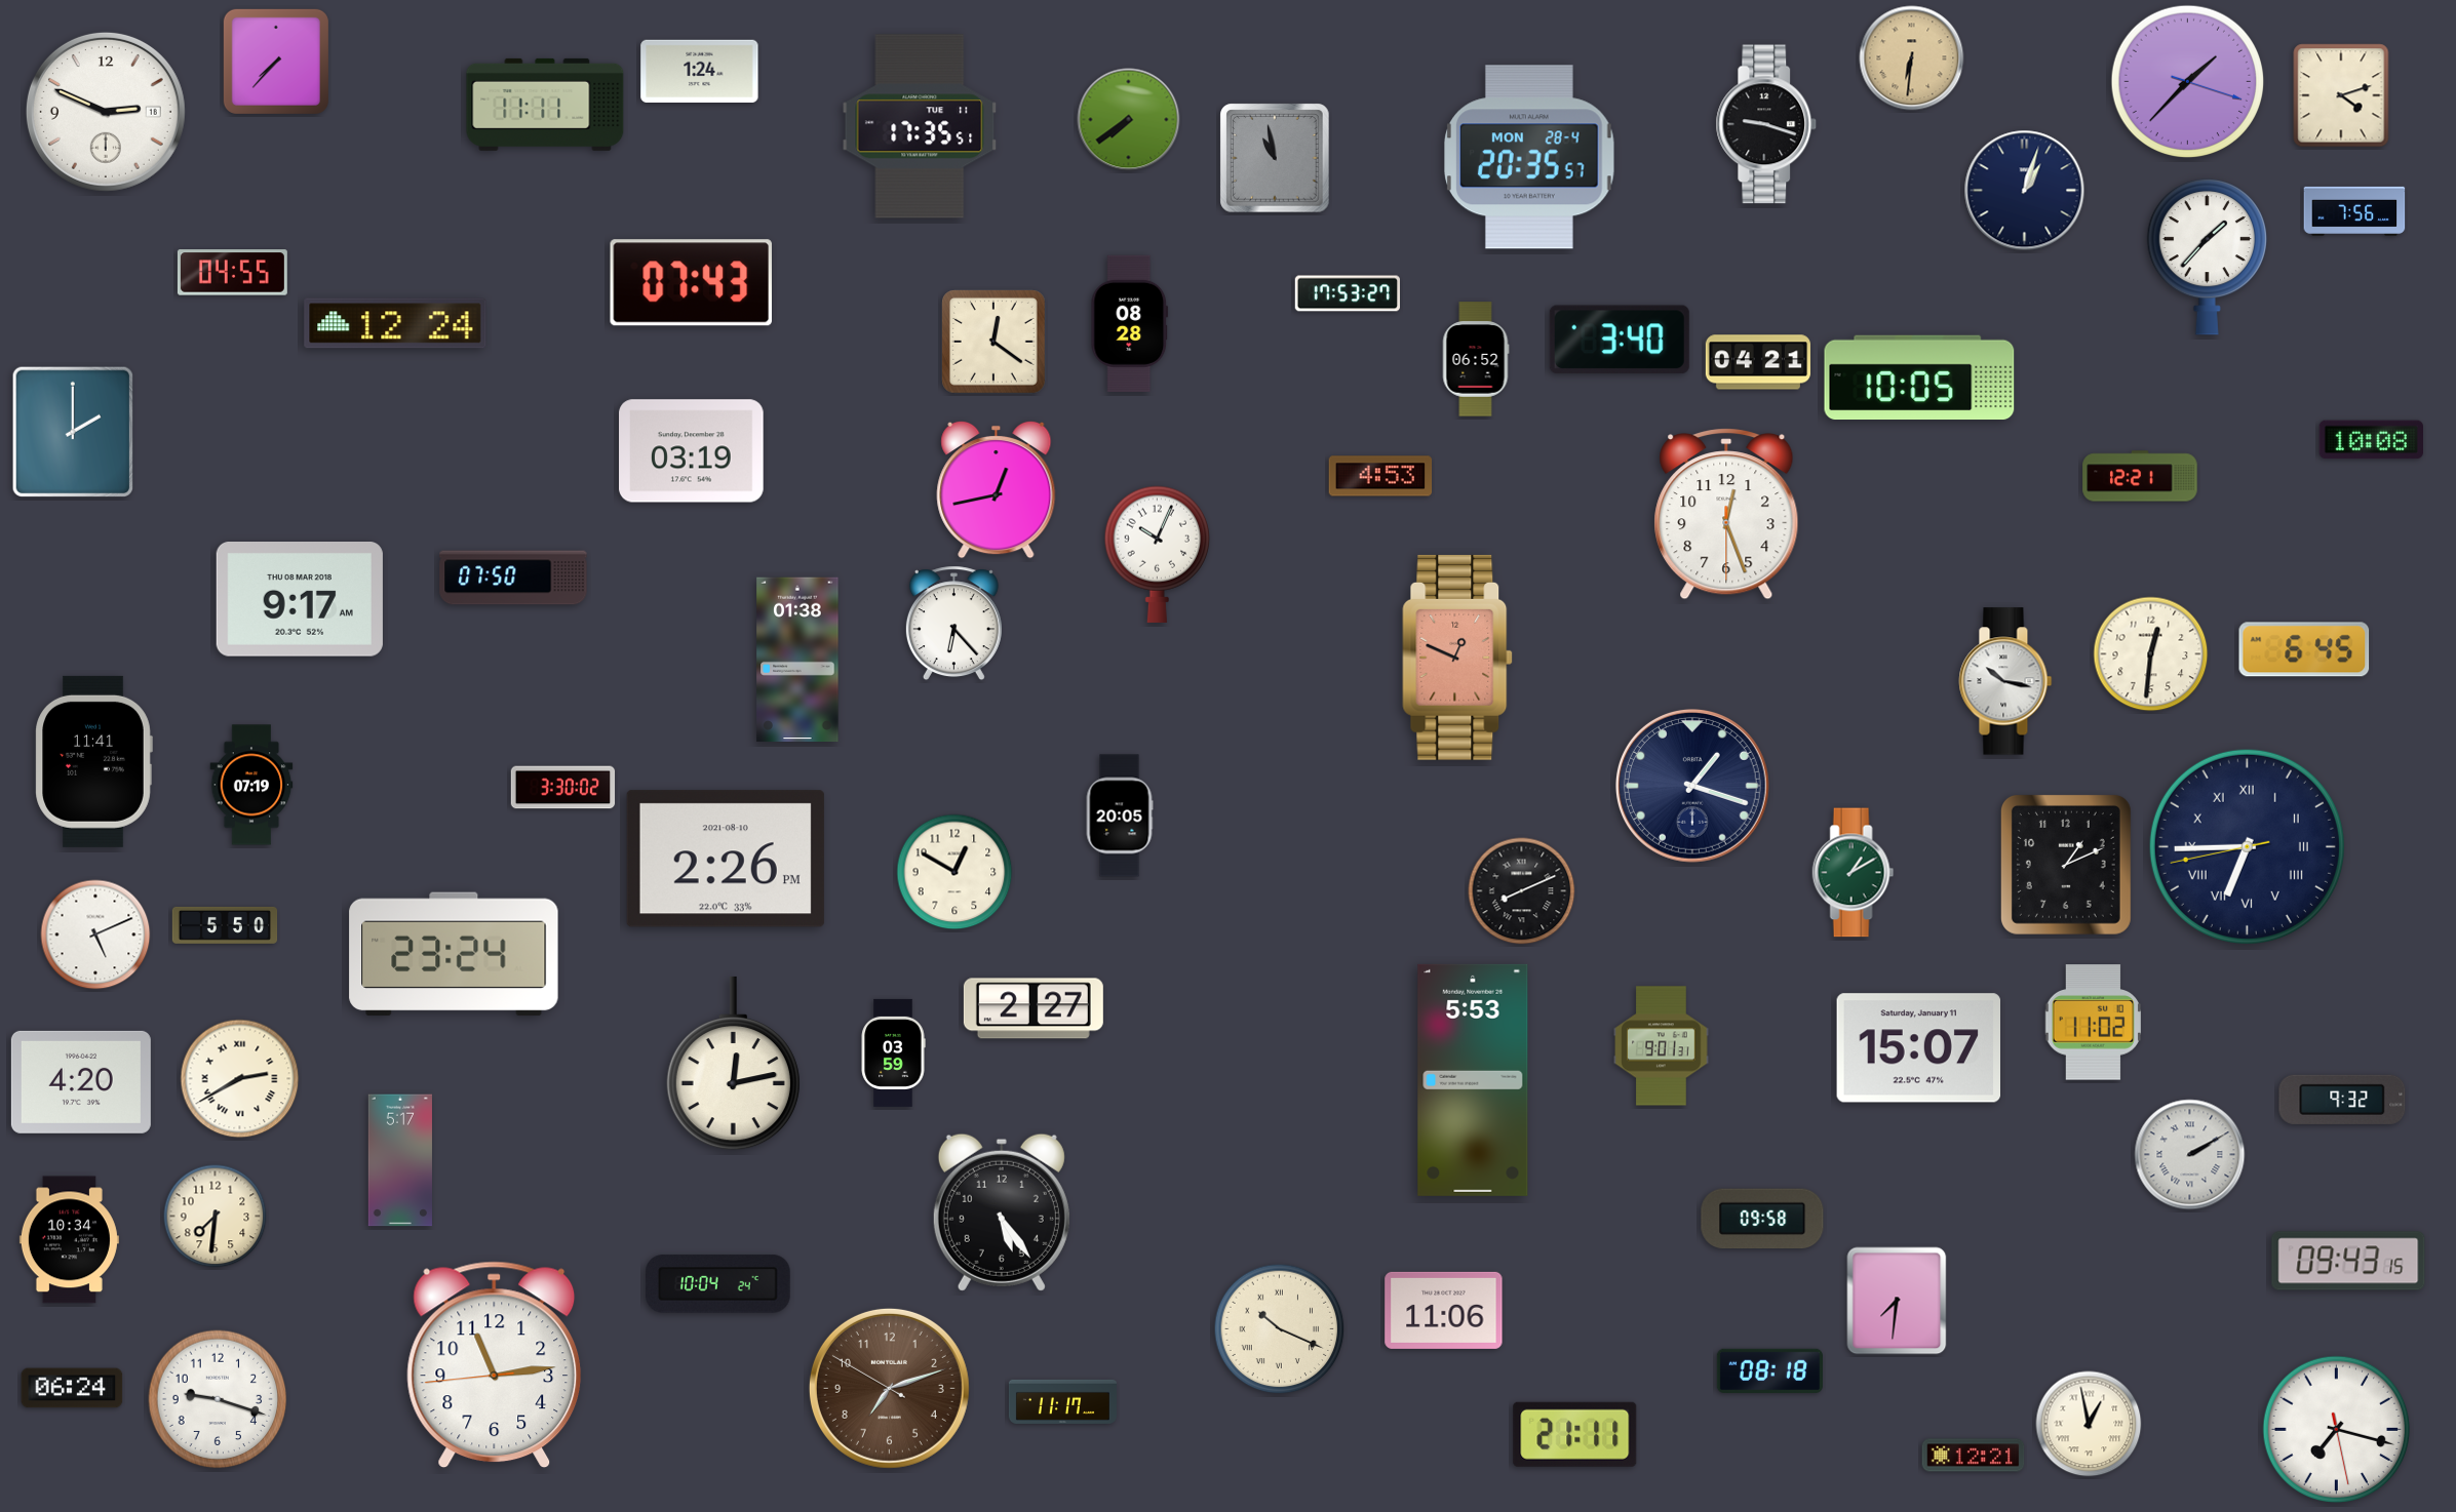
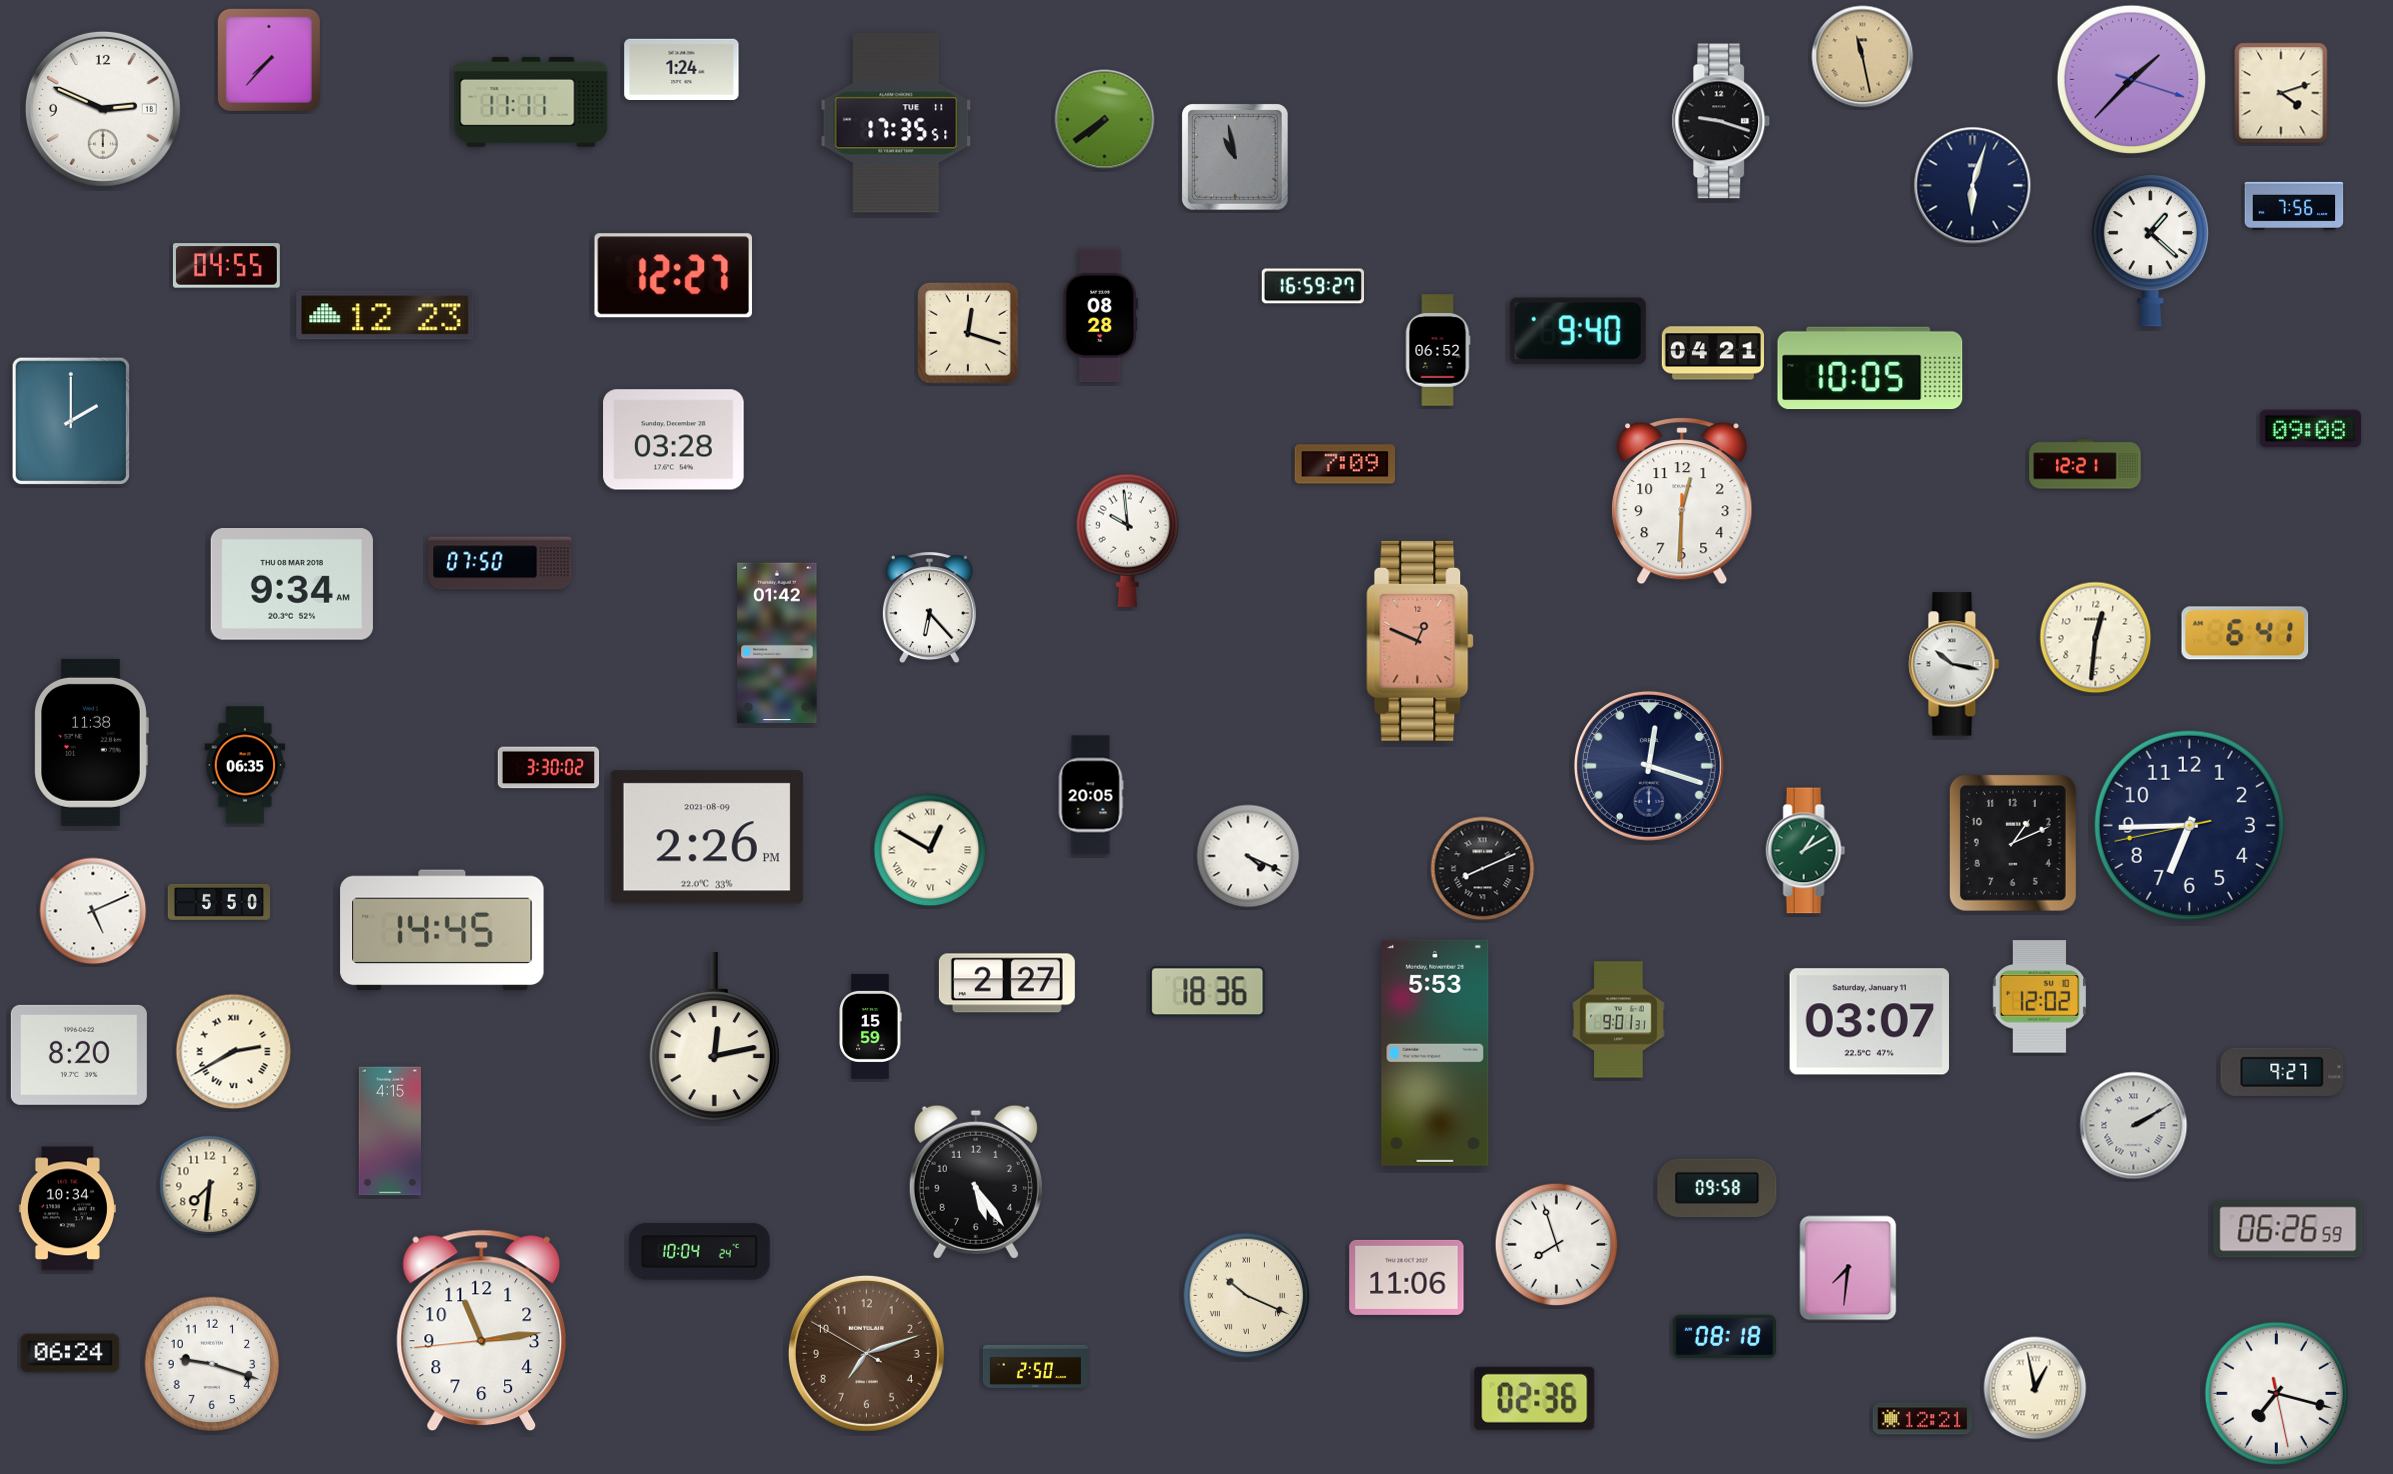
clock at (1912, 58): 6:31 -> 11:28
clock at (1129, 120) position: (1129, 120) -> (1105, 120)
clock at (1530, 157): 20:35 -> none
clock at (1275, 158) position: (1275, 158) -> (1235, 157)
clock at (2025, 191): 1:03 -> 6:03
clock at (2207, 256): 1:37 -> 1:22
clock at (691, 283): 07:43 -> 12:27
clock at (1347, 293): 17:53 -> 16:59
clock at (395, 323): 12:24 -> 12:23
clock at (1620, 340): 3:40 -> 9:40
clock at (993, 342): 12:21 -> 12:18
clock at (2371, 440): 10:08 -> 09:08
clock at (692, 451): 03:19 -> 03:28
clock at (1380, 476): 4:53 -> 7:09
clock at (997, 489): 12:43 -> none
clock at (1726, 514): 12:26 -> 12:30
clock at (1158, 554): 10:04 -> 9:59
clock at (300, 600): 9:17 -> 9:34
clock at (2304, 649): 6:45 -> 6:41
clock at (797, 660): 01:38 -> 01:42
clock at (93, 761): 11:41 -> 11:38
clock at (251, 785): 07:19 -> 06:35
clock at (1692, 786): 1:18 -> 12:18
clock at (2247, 846) numerals: Roman -> Arabic
clock at (726, 859) date: 2021-08-10 -> 2021-08-09
clock at (954, 872) numerals: Arabic -> Roman
clock at (1248, 856): none -> 4:19
clock at (454, 954): 23:24 -> 14:45
clock at (1208, 992): none -> 18:36
clock at (2093, 1023): 11:02 -> 12:02
clock at (1918, 1048): 15:07 -> 03:07
clock at (893, 1052): 03:59 -> 15:59
clock at (81, 1082): 4:20 -> 8:20
clock at (2342, 1100): 9:32 -> 9:27
clock at (400, 1160): 5:17 -> 4:15
clock at (2348, 1261): 09:43 -> 06:26
clock at (1557, 1245): none -> 7:57
clock at (1062, 1401): 11:17 -> 2:50
clock at (1575, 1434): 21:11 -> 02:36
